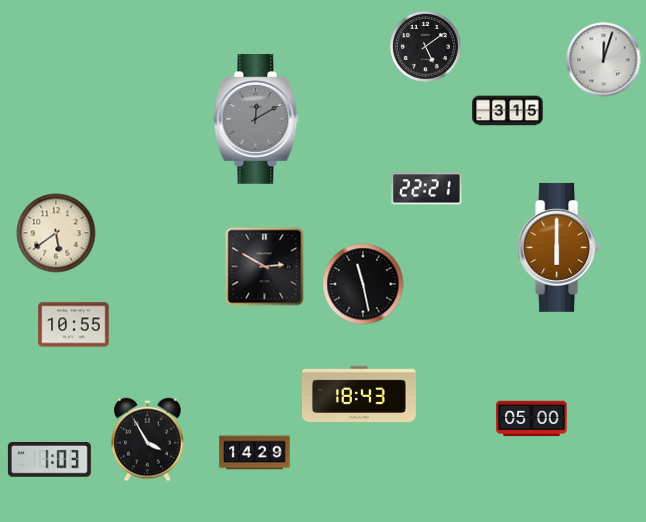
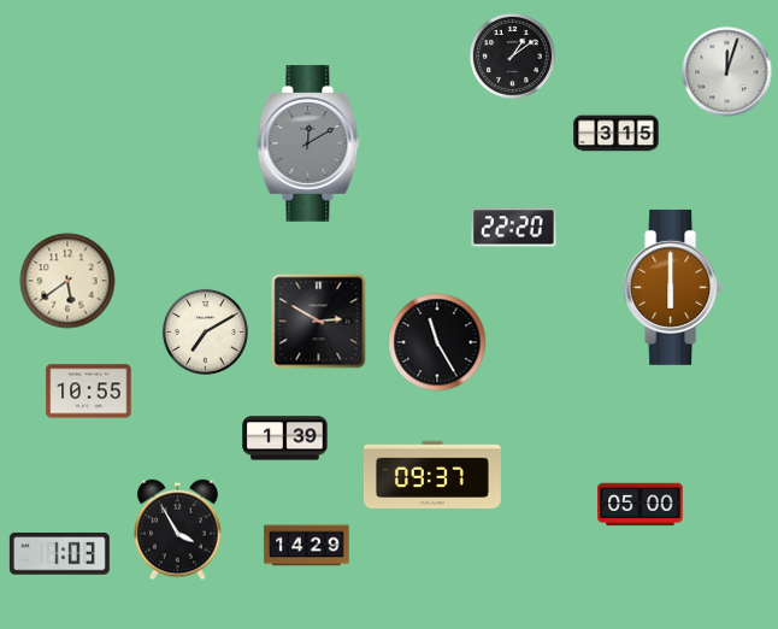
clock at (425, 46): 5:09 -> 1:09
clock at (508, 111) position: (508, 111) -> (617, 134)
clock at (427, 189): 22:21 -> 22:20
clock at (559, 247) position: (559, 247) -> (673, 287)
clock at (205, 331): none -> 7:10
clock at (363, 284): 11:28 -> 11:25
clock at (285, 439): none -> 1:39
clock at (359, 393): 18:43 -> 09:37
